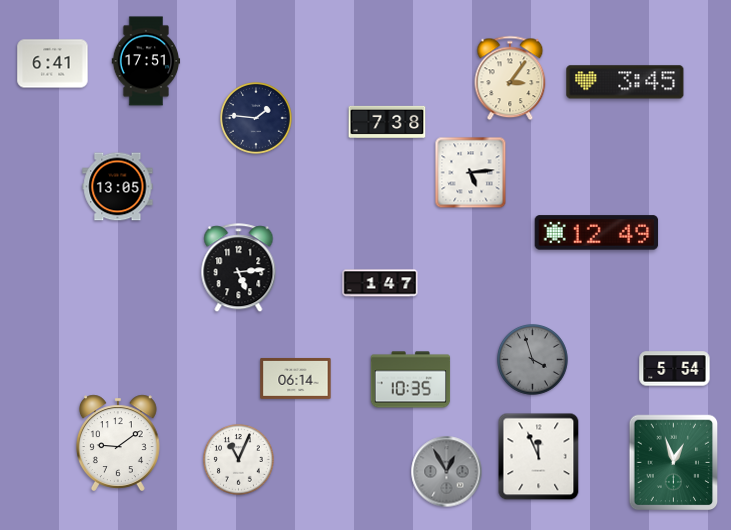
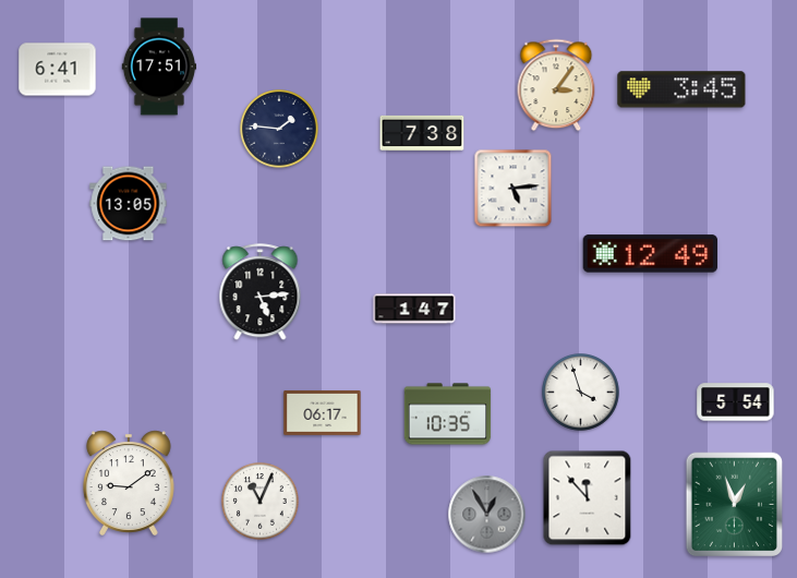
clock at (533, 360) dial: grey -> white
clock at (296, 378): 06:14 -> 06:17
clock at (539, 457): 11:56 -> 11:53
